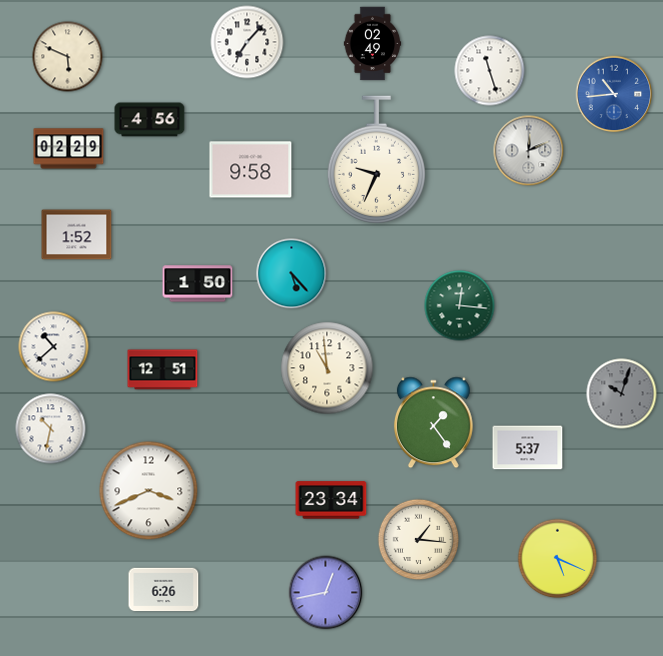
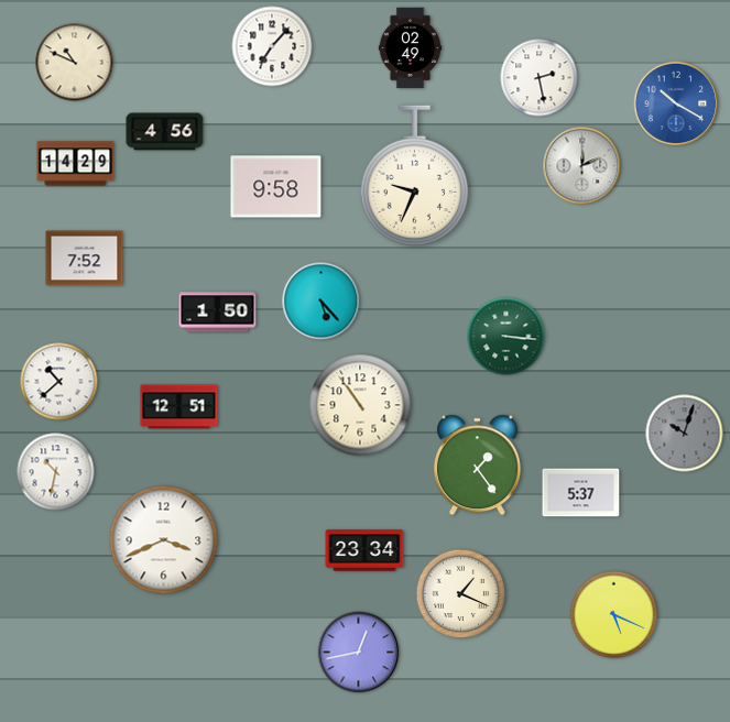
clock at (68, 57): 5:49 -> 10:49
clock at (490, 71): 11:27 -> 2:28
clock at (614, 94): 10:44 -> 10:20
clock at (69, 149): 02:29 -> 14:29
clock at (77, 235): 1:52 -> 7:52
clock at (460, 306): 12:16 -> 3:16
clock at (327, 368): 10:59 -> 10:54
clock at (419, 540): 1:16 -> 1:19
clock at (164, 590): 6:26 -> none
